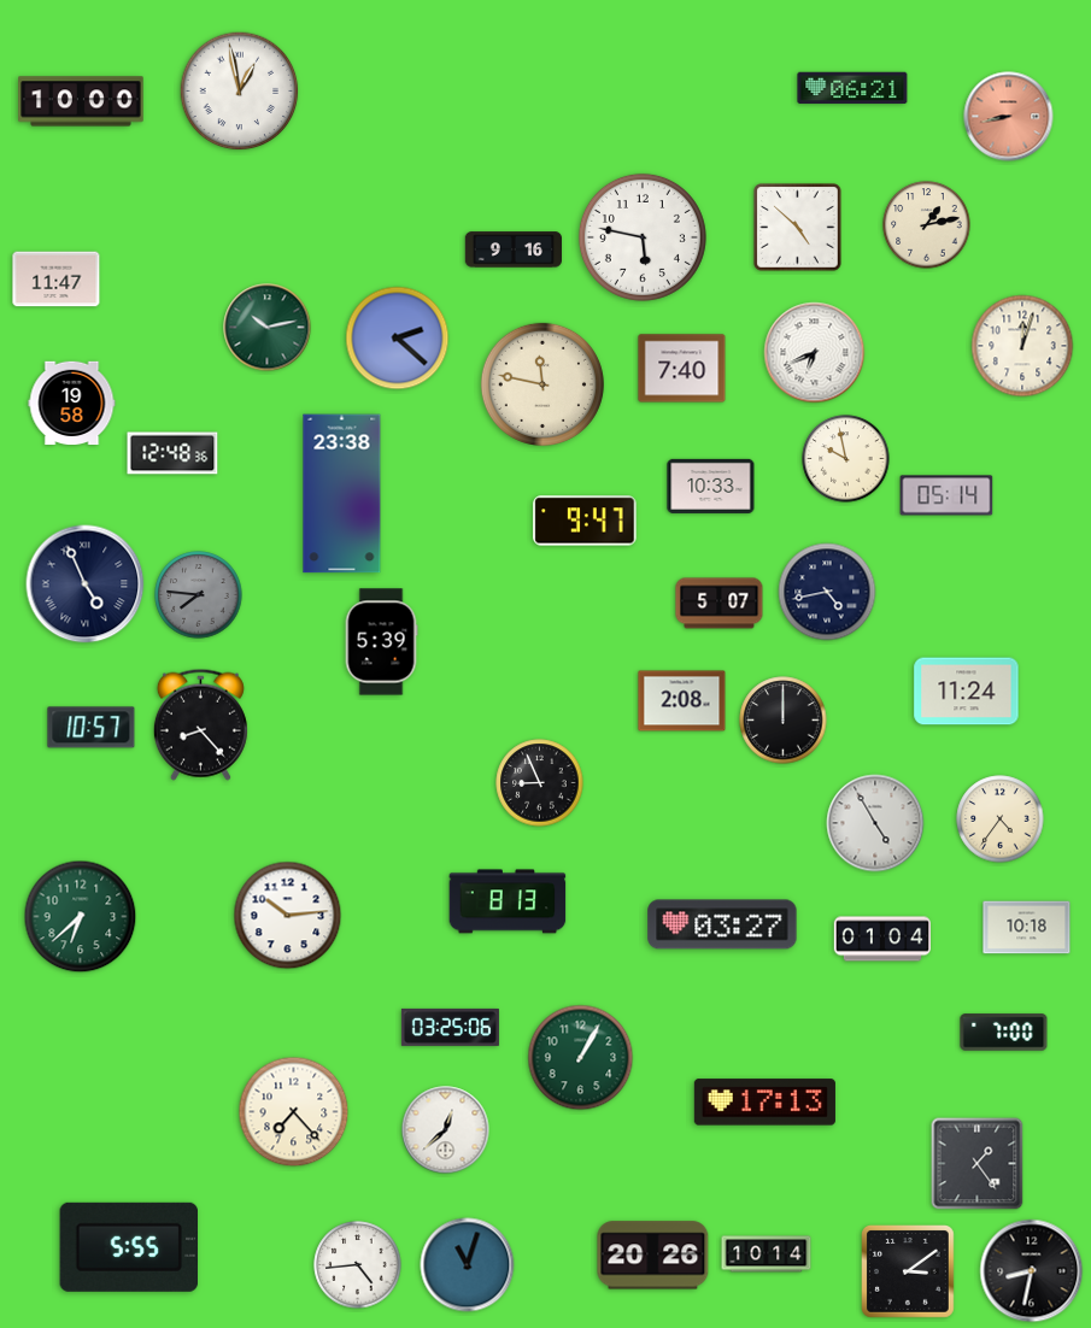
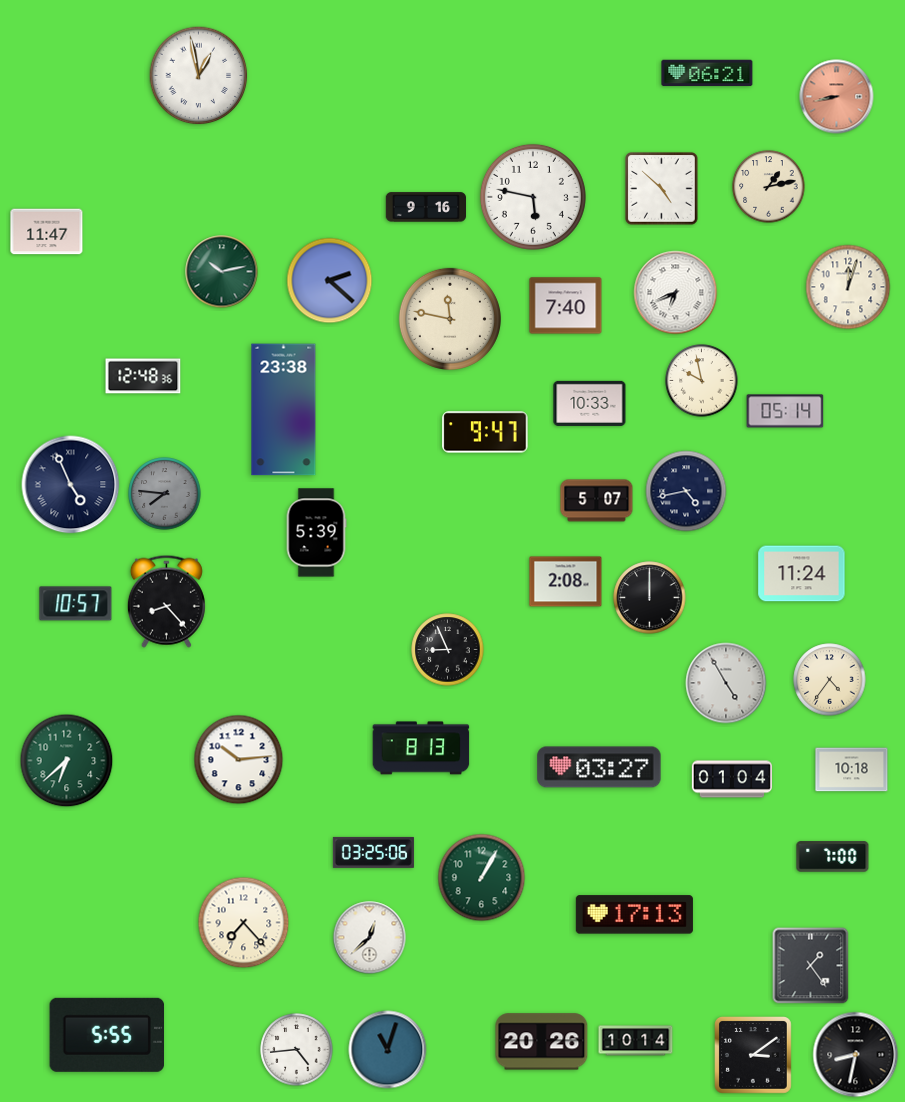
clock at (81, 101): 10:00 -> none
clock at (72, 404): 19:58 -> none
